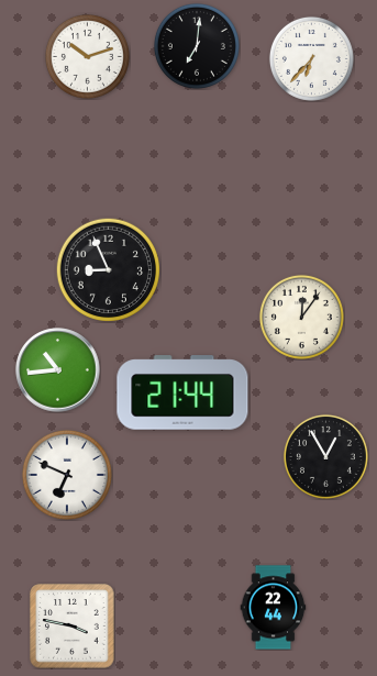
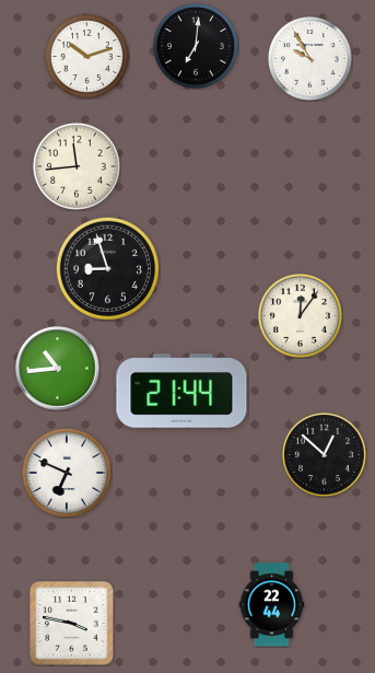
clock at (311, 58): 6:37 -> 9:55
clock at (77, 166): none -> 11:44
clock at (108, 269): 8:56 -> 8:57
clock at (325, 456): 12:55 -> 12:52
